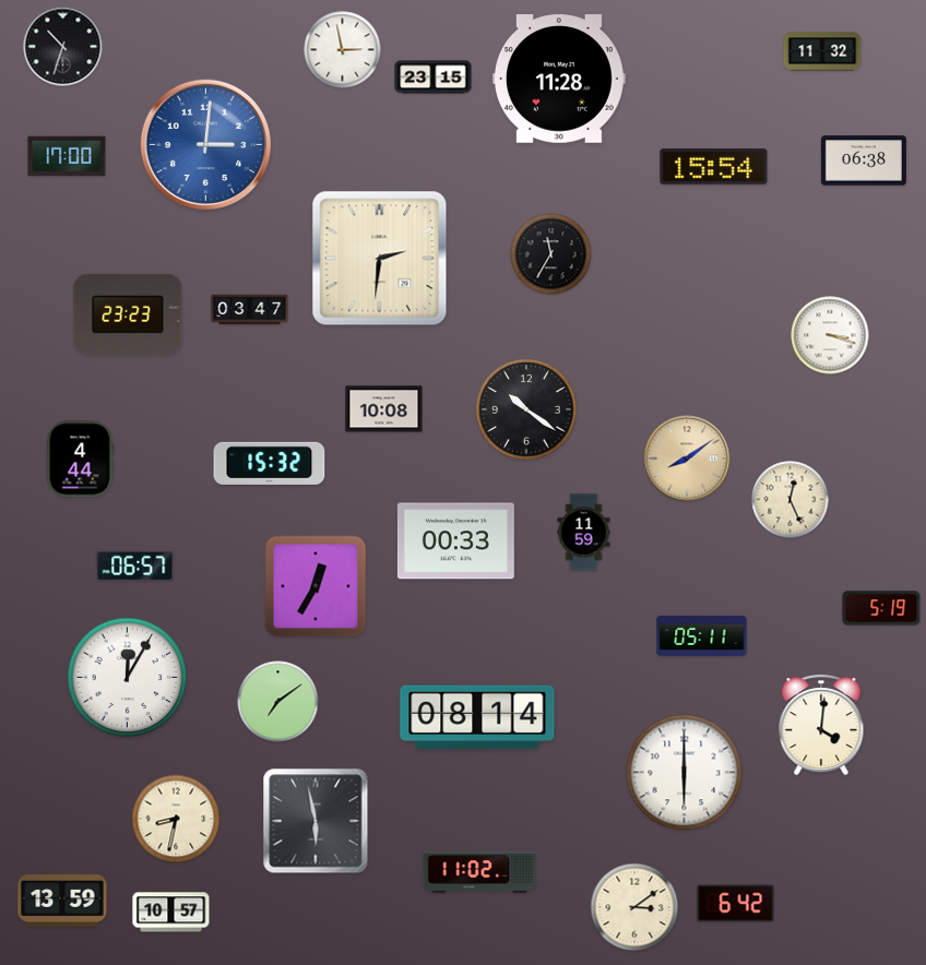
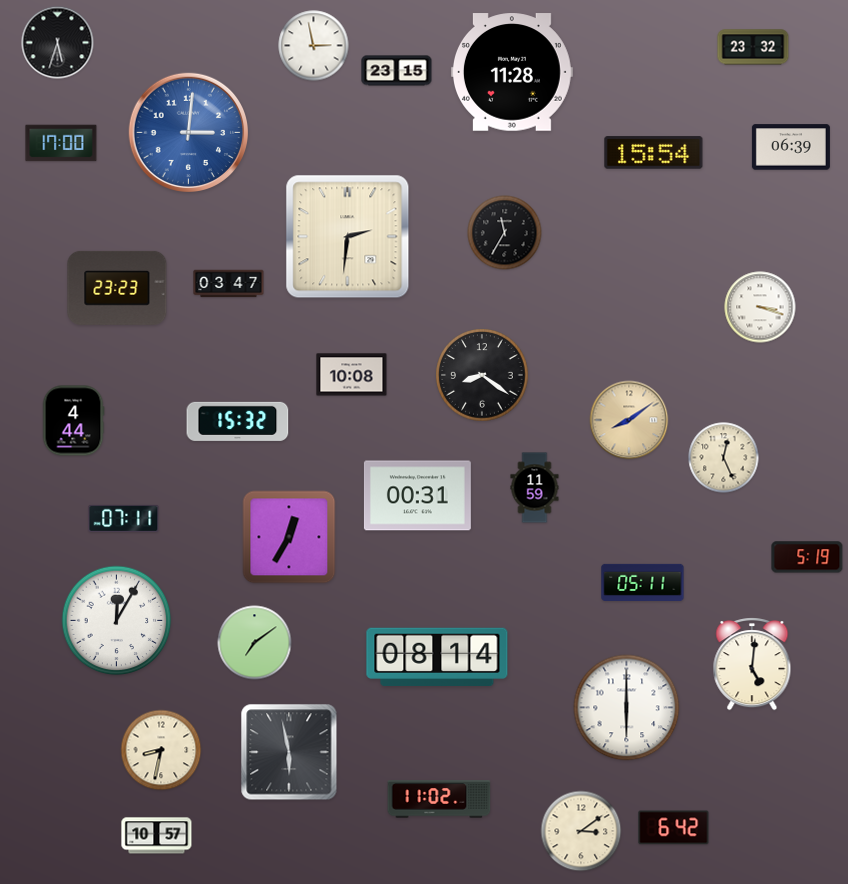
clock at (63, 47): 10:33 -> 5:33
clock at (822, 51): 11:32 -> 23:32
clock at (864, 160): 06:38 -> 06:39
clock at (526, 409): 10:21 -> 8:21
clock at (270, 463) position: (270, 463) -> (238, 421)
clock at (455, 541): 00:33 -> 00:31
clock at (135, 565): 06:57 -> 07:11
clock at (821, 725): 4:01 -> 5:01
clock at (62, 902): 13:59 -> none
